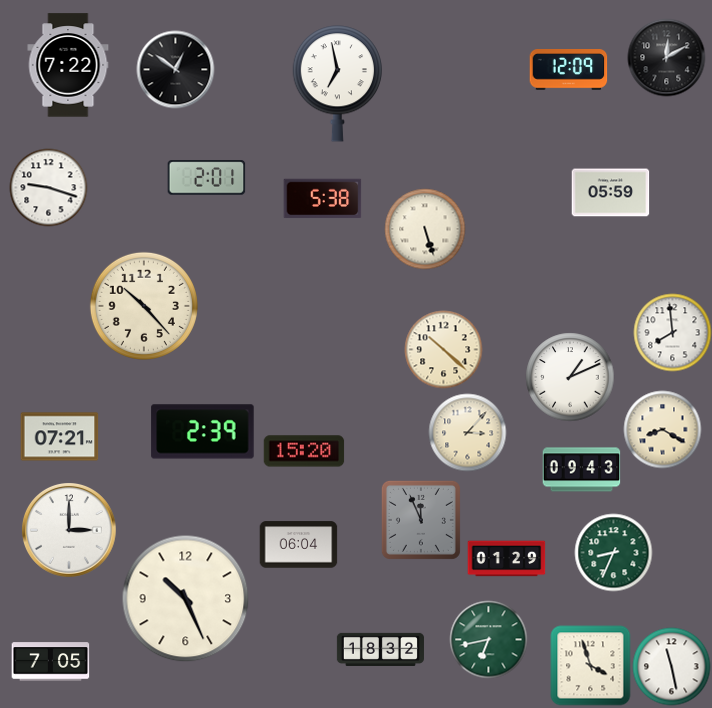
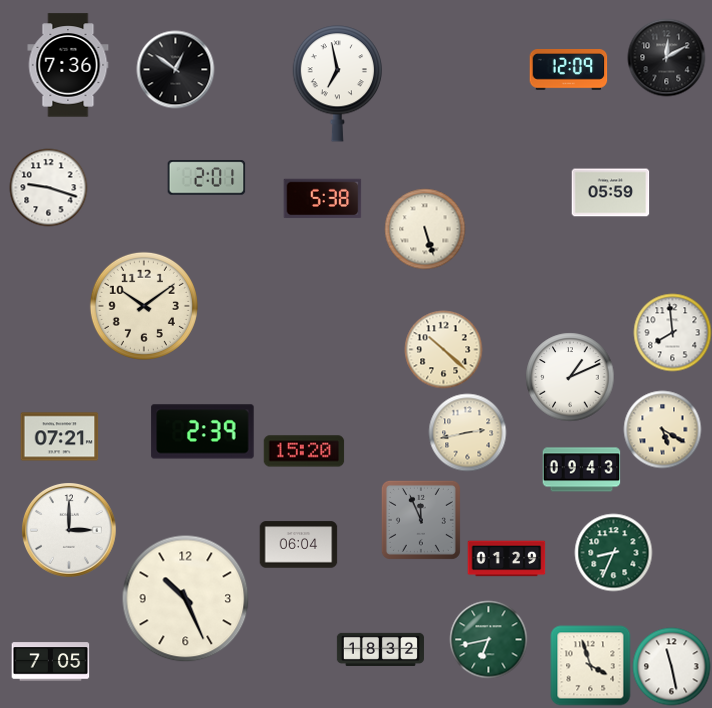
clock at (68, 65): 7:22 -> 7:36
clock at (144, 306): 10:23 -> 10:09
clock at (662, 429): 8:20 -> 5:20
clock at (467, 432): 3:07 -> 2:43
